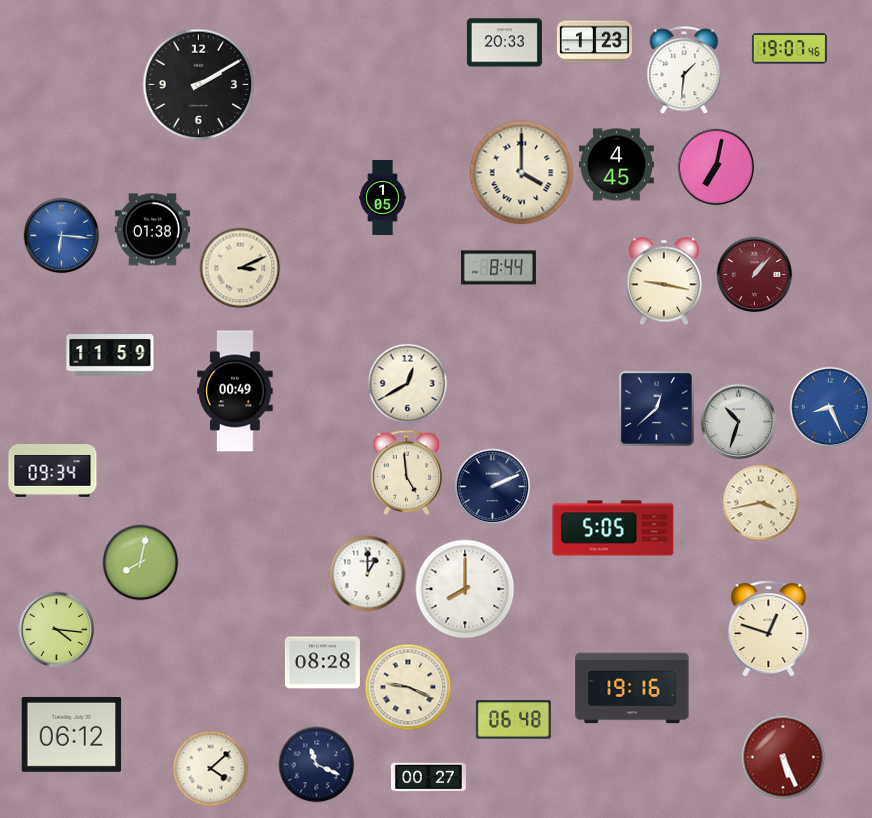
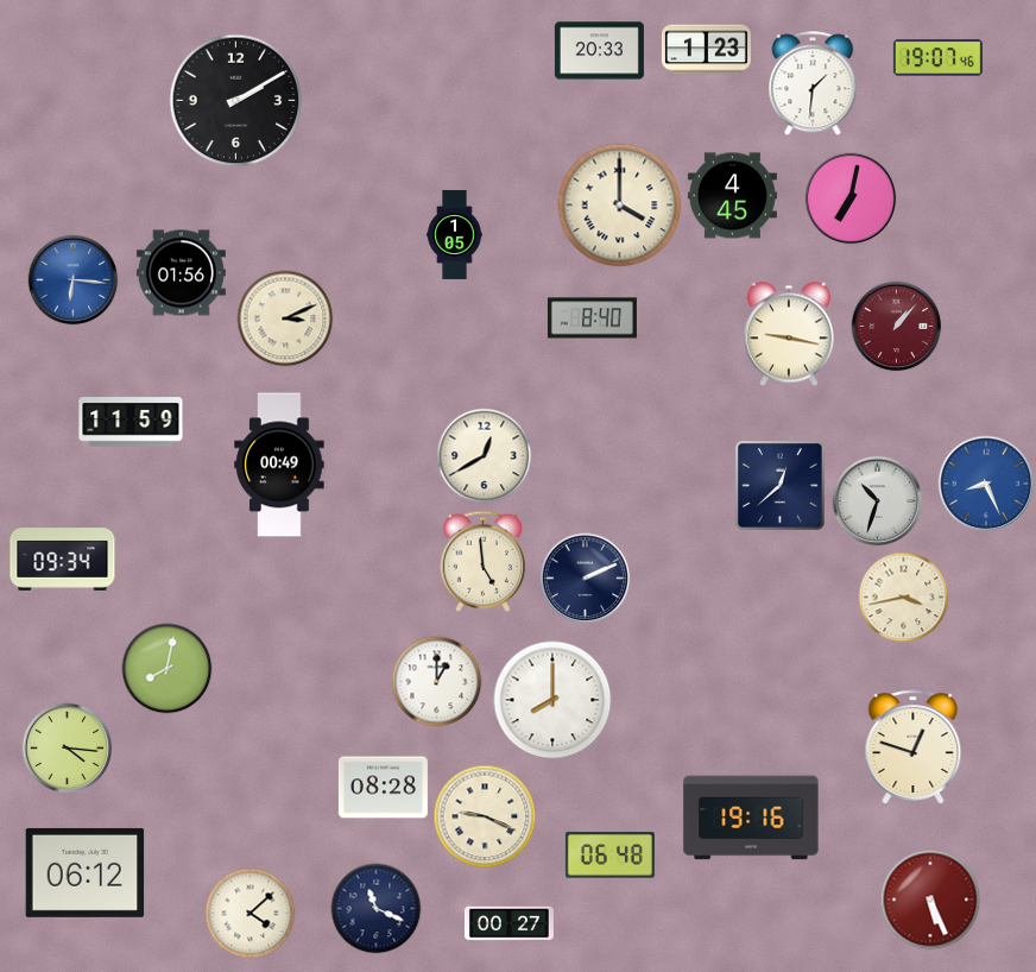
clock at (152, 230): 01:38 -> 01:56
clock at (498, 268): 8:44 -> 8:40
clock at (613, 528): 5:05 -> none
